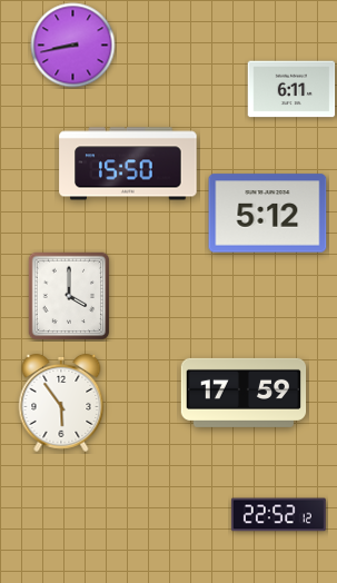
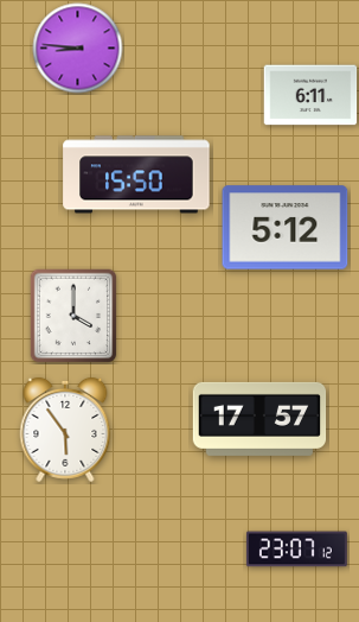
clock at (73, 46): 8:43 -> 8:46
clock at (244, 393): 17:59 -> 17:57
clock at (278, 515): 22:52 -> 23:07
